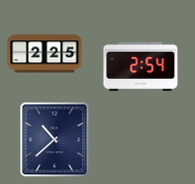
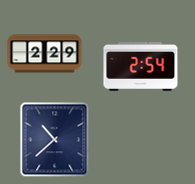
clock at (45, 54): 2:25 -> 2:29
